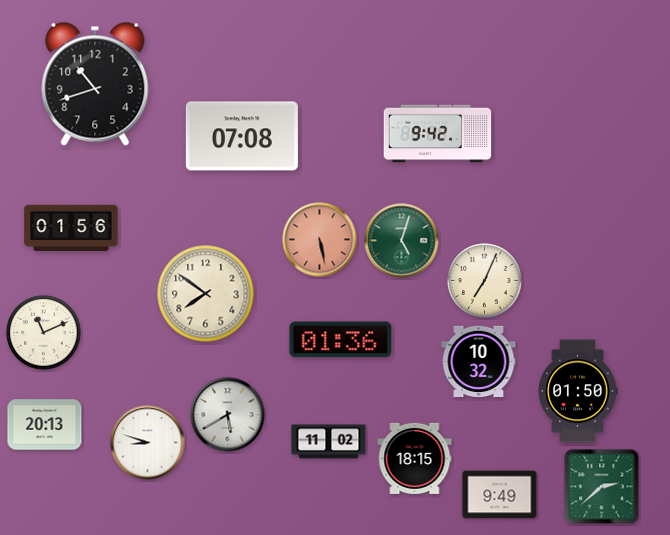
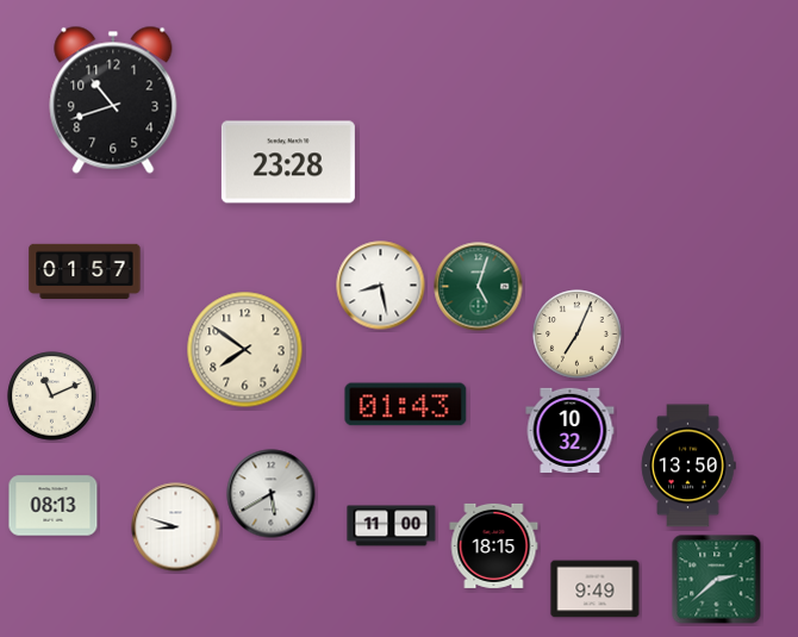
clock at (438, 134): 9:42 -> none
clock at (242, 136): 07:08 -> 23:28
clock at (71, 228): 01:56 -> 01:57
clock at (320, 240): 5:28 -> 8:28
clock at (320, 240) dial: salmon -> white
clock at (341, 340): 01:36 -> 01:43
clock at (578, 391): 01:50 -> 13:50
clock at (45, 425): 20:13 -> 08:13
clock at (329, 442): 11:02 -> 11:00
